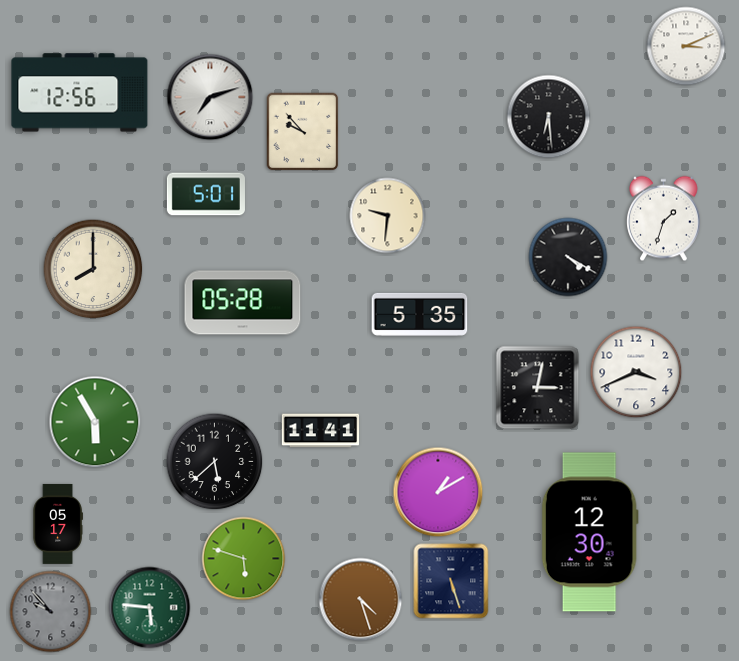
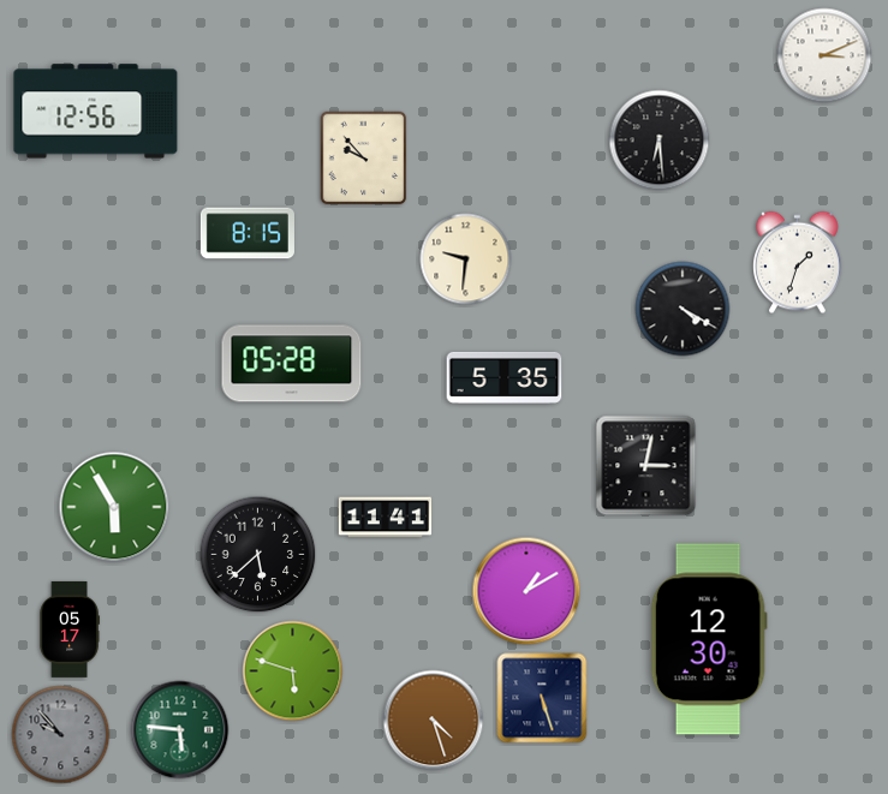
clock at (210, 97): 7:12 -> none
clock at (206, 194): 5:01 -> 8:15
clock at (93, 269): 8:00 -> none
clock at (636, 372): 3:41 -> none
